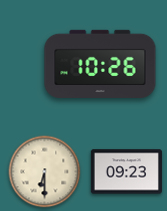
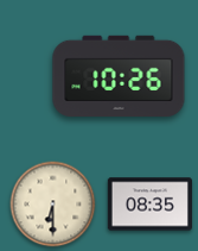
clock at (126, 172): 09:23 -> 08:35
